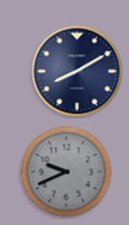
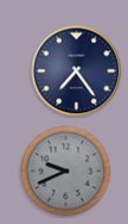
clock at (78, 72): 8:10 -> 7:24
